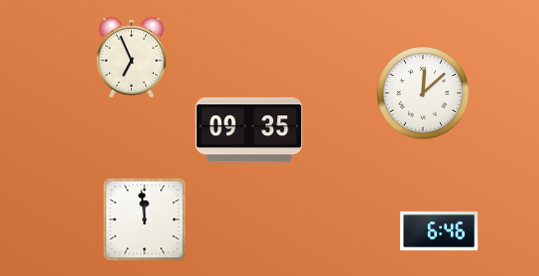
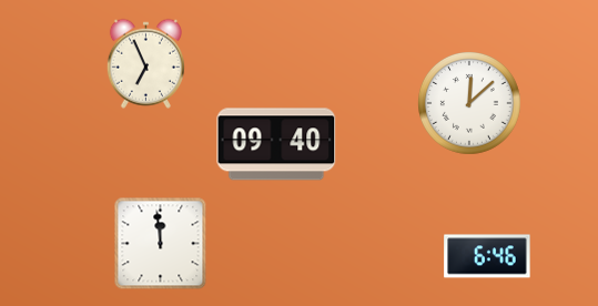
clock at (249, 130): 09:35 -> 09:40
